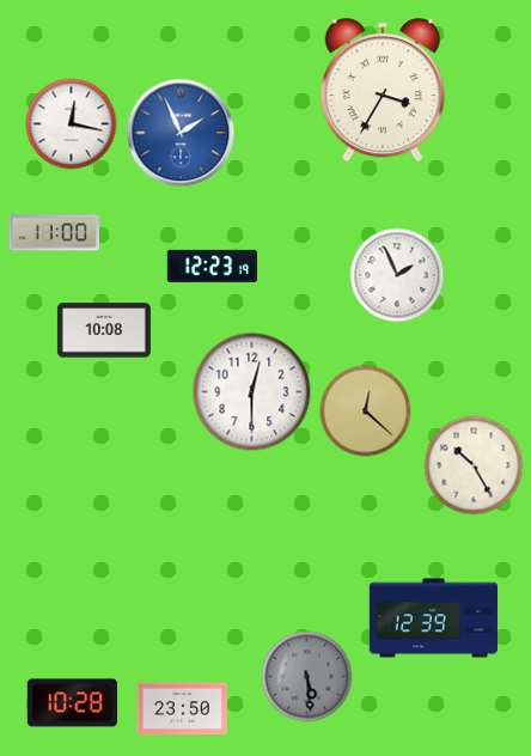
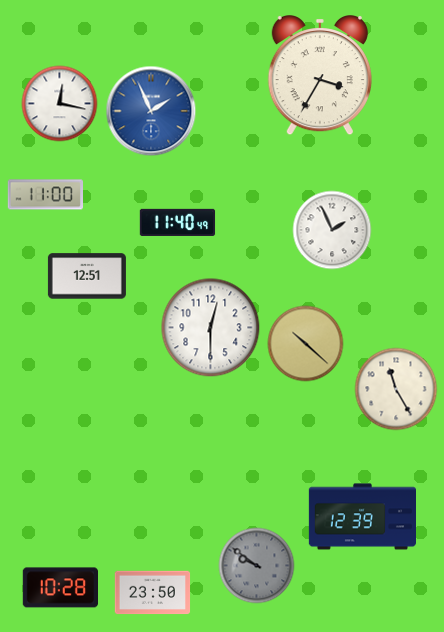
clock at (213, 266): 12:23 -> 11:40
clock at (104, 330): 10:08 -> 12:51
clock at (366, 411): 12:22 -> 10:22
clock at (474, 465): 10:25 -> 11:25
clock at (307, 677): 5:29 -> 9:51
